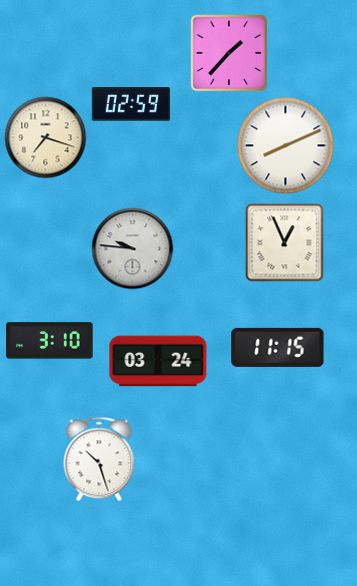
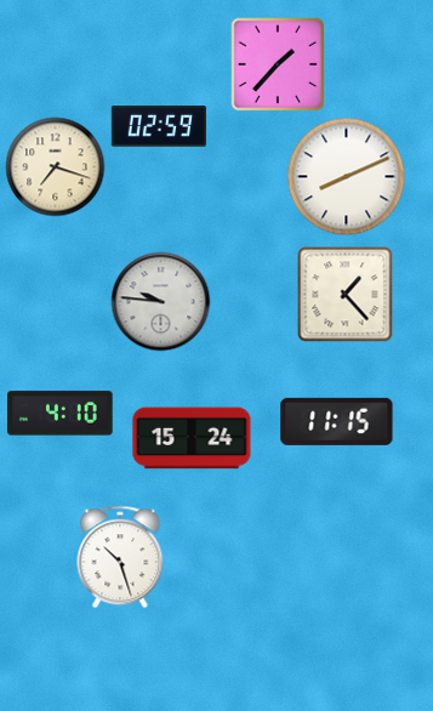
clock at (285, 243): 12:56 -> 1:23
clock at (50, 341): 3:10 -> 4:10
clock at (158, 361): 03:24 -> 15:24
